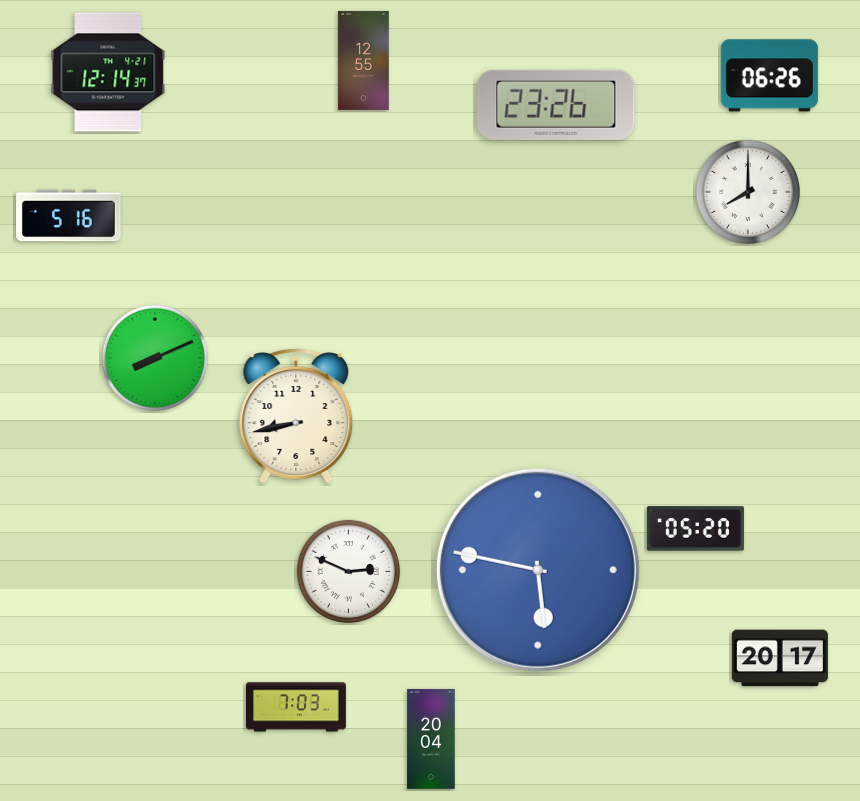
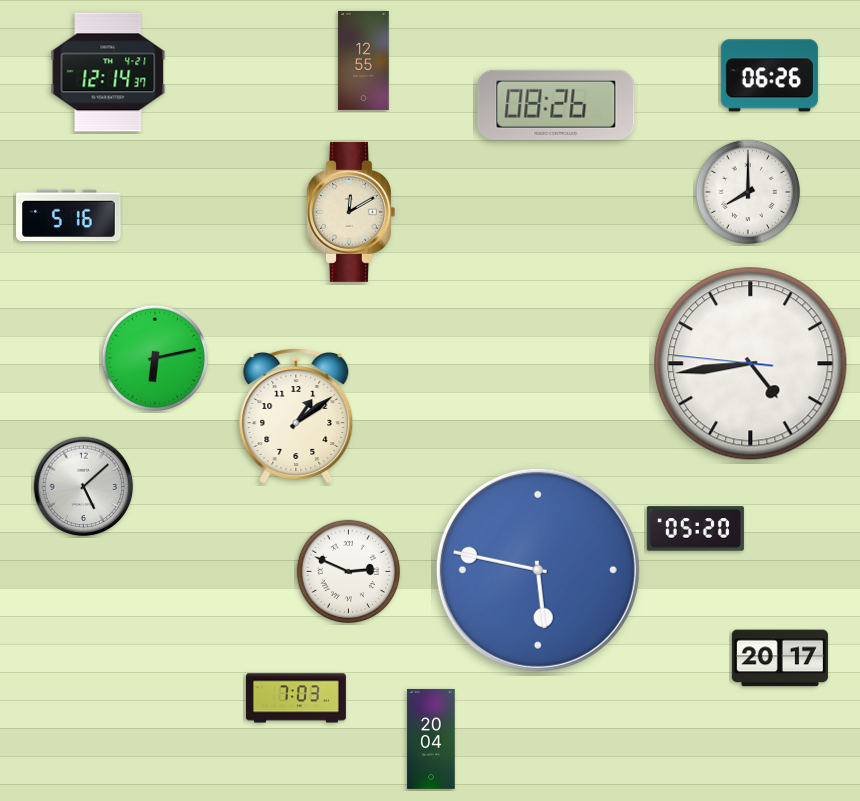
clock at (556, 105): 23:26 -> 08:26
clock at (350, 212): none -> 12:10
clock at (154, 357): 8:11 -> 6:13
clock at (751, 364): none -> 4:43
clock at (296, 416): 8:43 -> 1:09
clock at (84, 487): none -> 5:08
clock at (296, 707) position: (296, 707) -> (296, 698)
